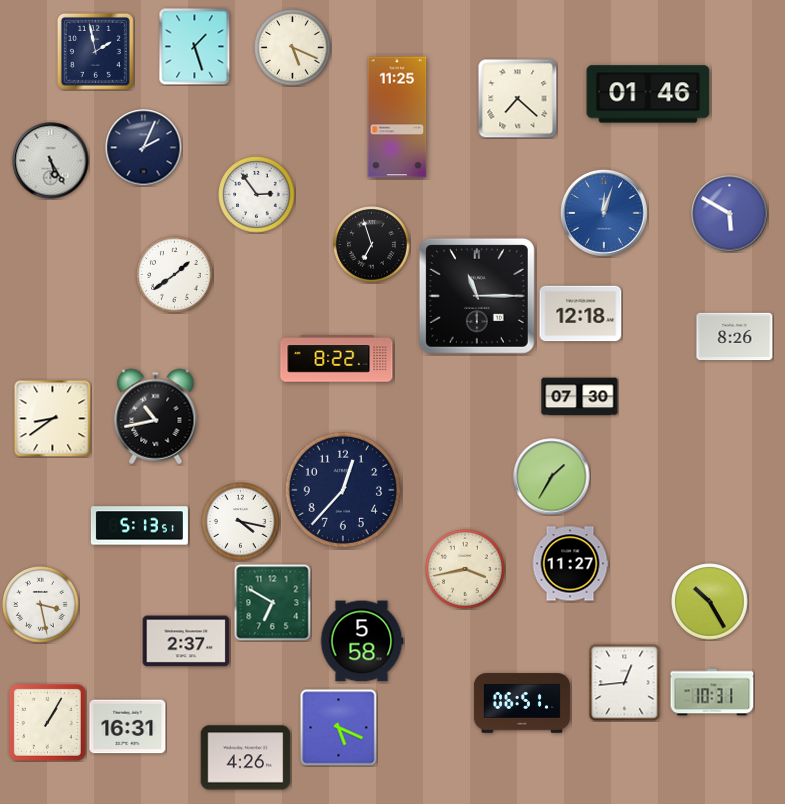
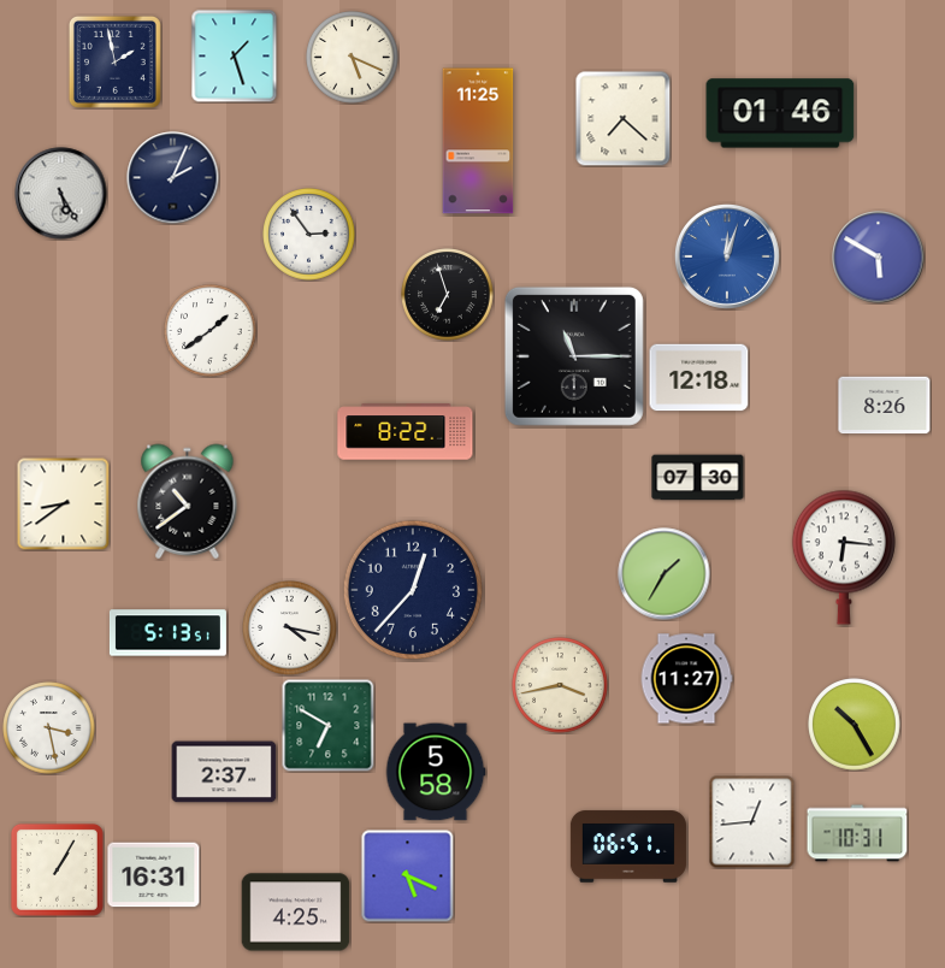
clock at (156, 417): 10:43 -> 10:39
clock at (844, 557): none -> 6:16
clock at (246, 758): 4:26 -> 4:25
